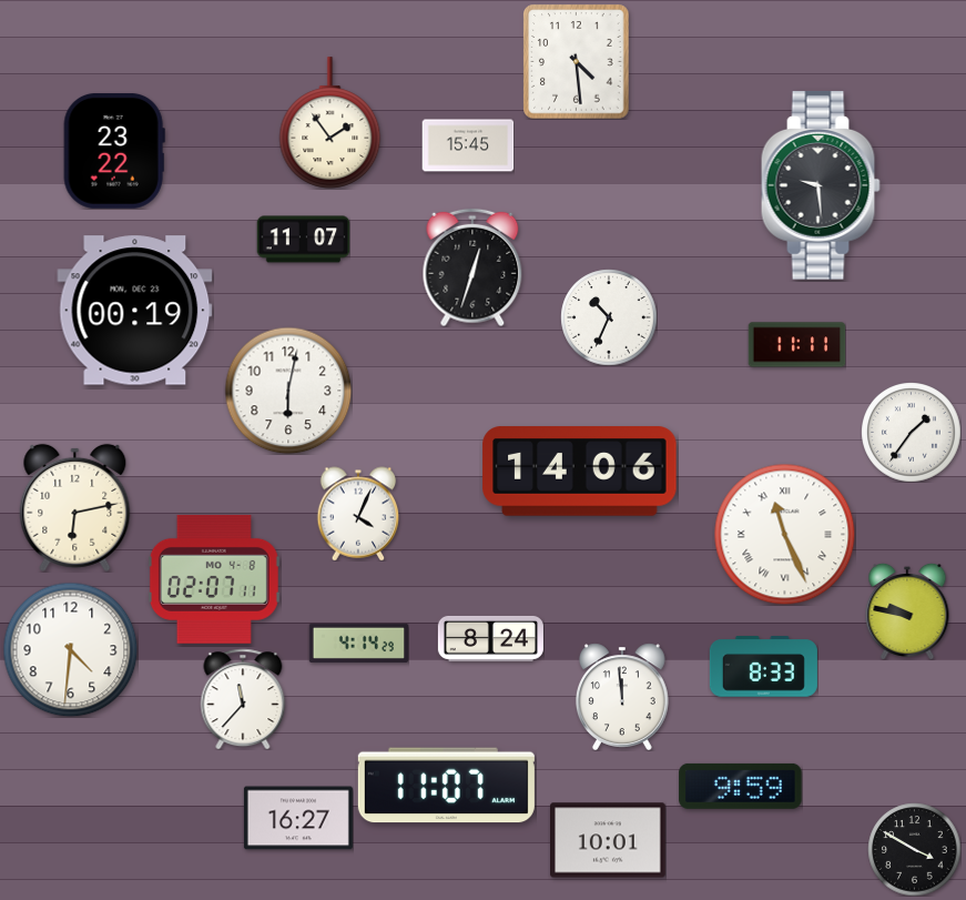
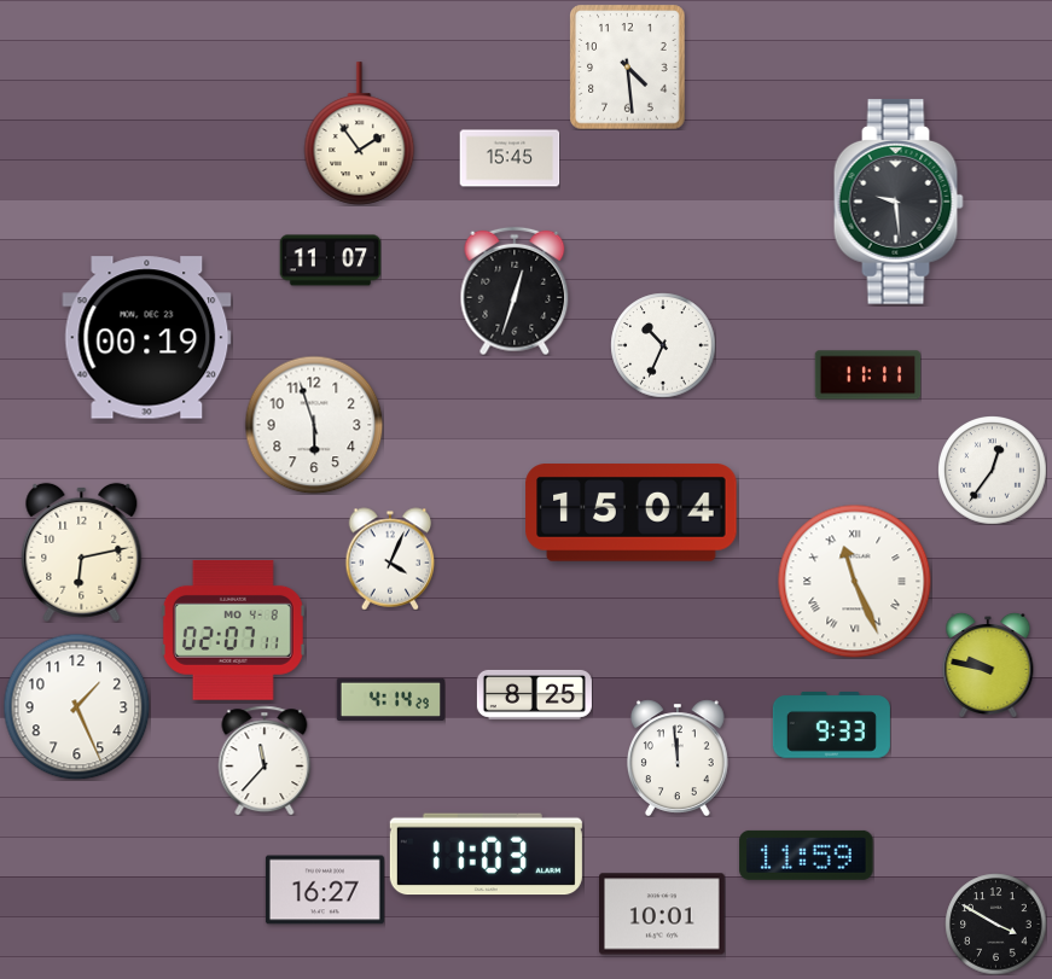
clock at (114, 151): 23:22 -> none
clock at (821, 185) position: (821, 185) -> (899, 202)
clock at (288, 391): 6:02 -> 5:57
clock at (912, 433): 1:36 -> 12:36
clock at (580, 472): 14:06 -> 15:04
clock at (490, 638): 8:24 -> 8:25
clock at (70, 649): 4:31 -> 1:26
clock at (763, 667): 8:33 -> 9:33
clock at (446, 786): 11:07 -> 11:03
clock at (741, 786): 9:59 -> 11:59
